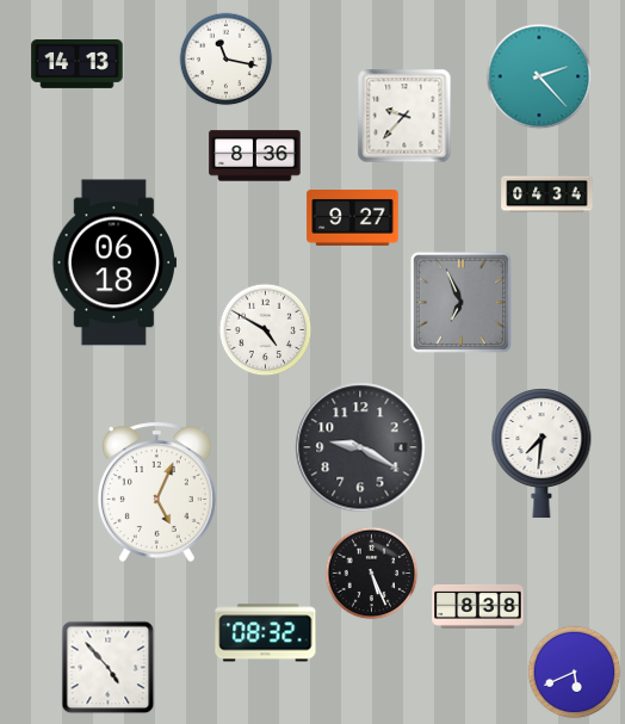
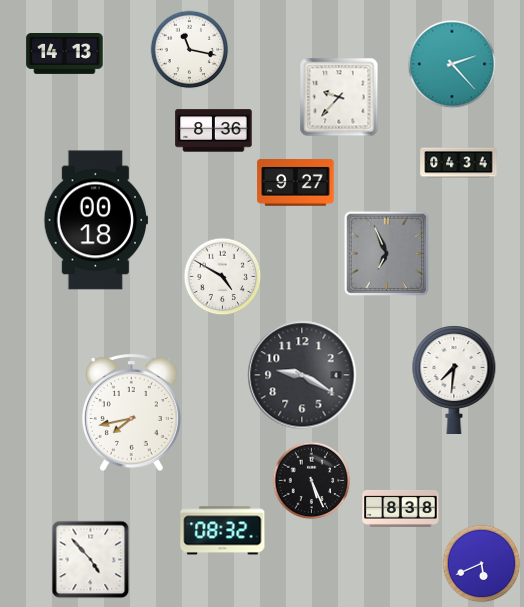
clock at (113, 262): 06:18 -> 00:18
clock at (156, 491): 5:04 -> 7:43
